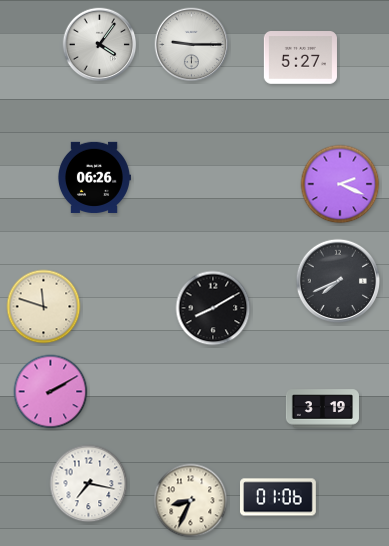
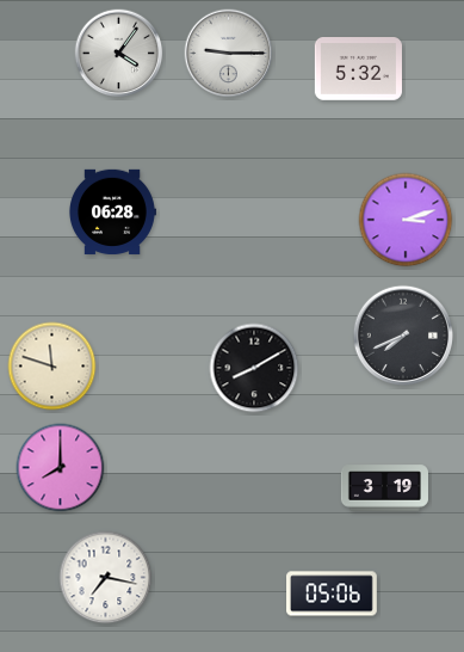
clock at (300, 58): 5:27 -> 5:32
clock at (94, 177): 06:26 -> 06:28
clock at (340, 184): 2:19 -> 3:12
clock at (51, 392): 2:10 -> 8:00
clock at (279, 497): 01:06 -> 05:06
clock at (191, 501): 8:34 -> none
